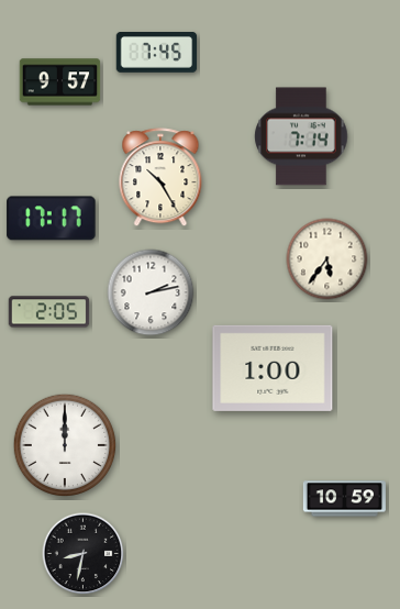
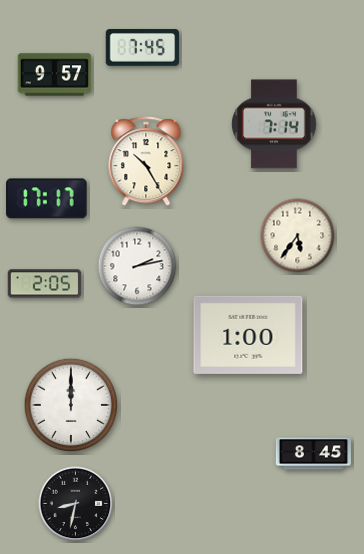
clock at (65, 445) position: (65, 445) -> (71, 405)
clock at (344, 499): 10:59 -> 8:45
